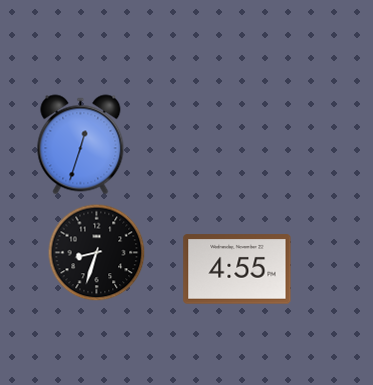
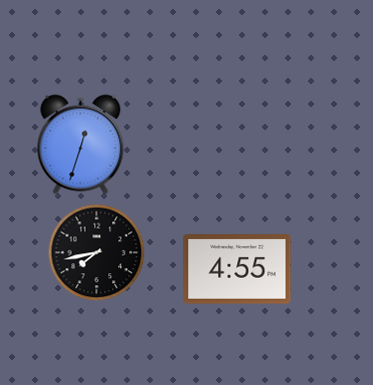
clock at (97, 253): 8:33 -> 7:43
